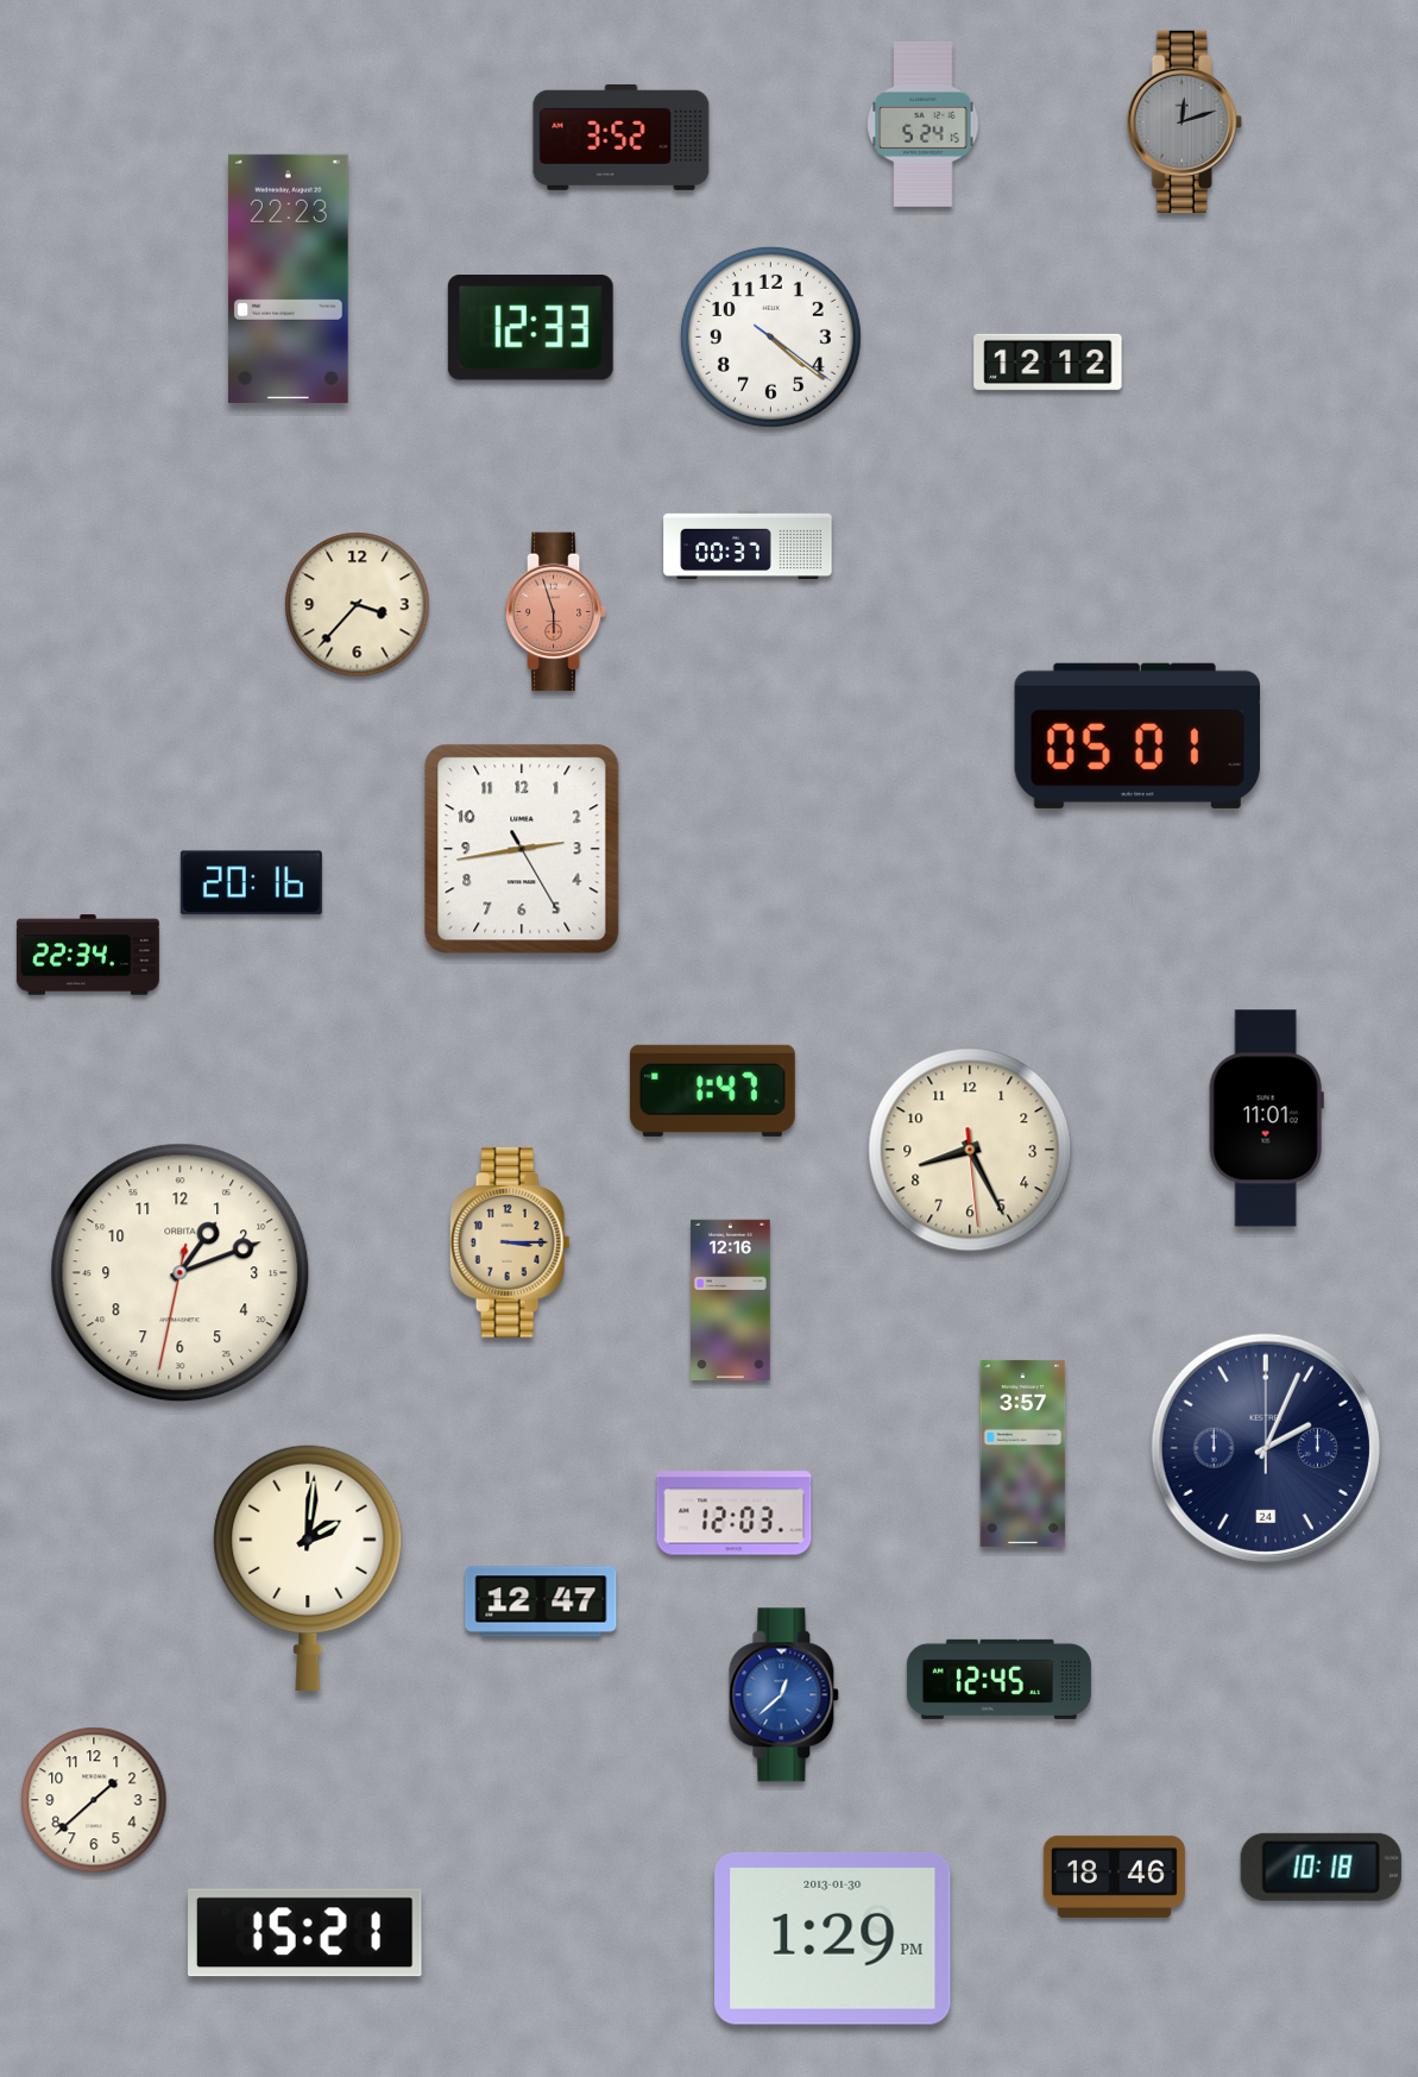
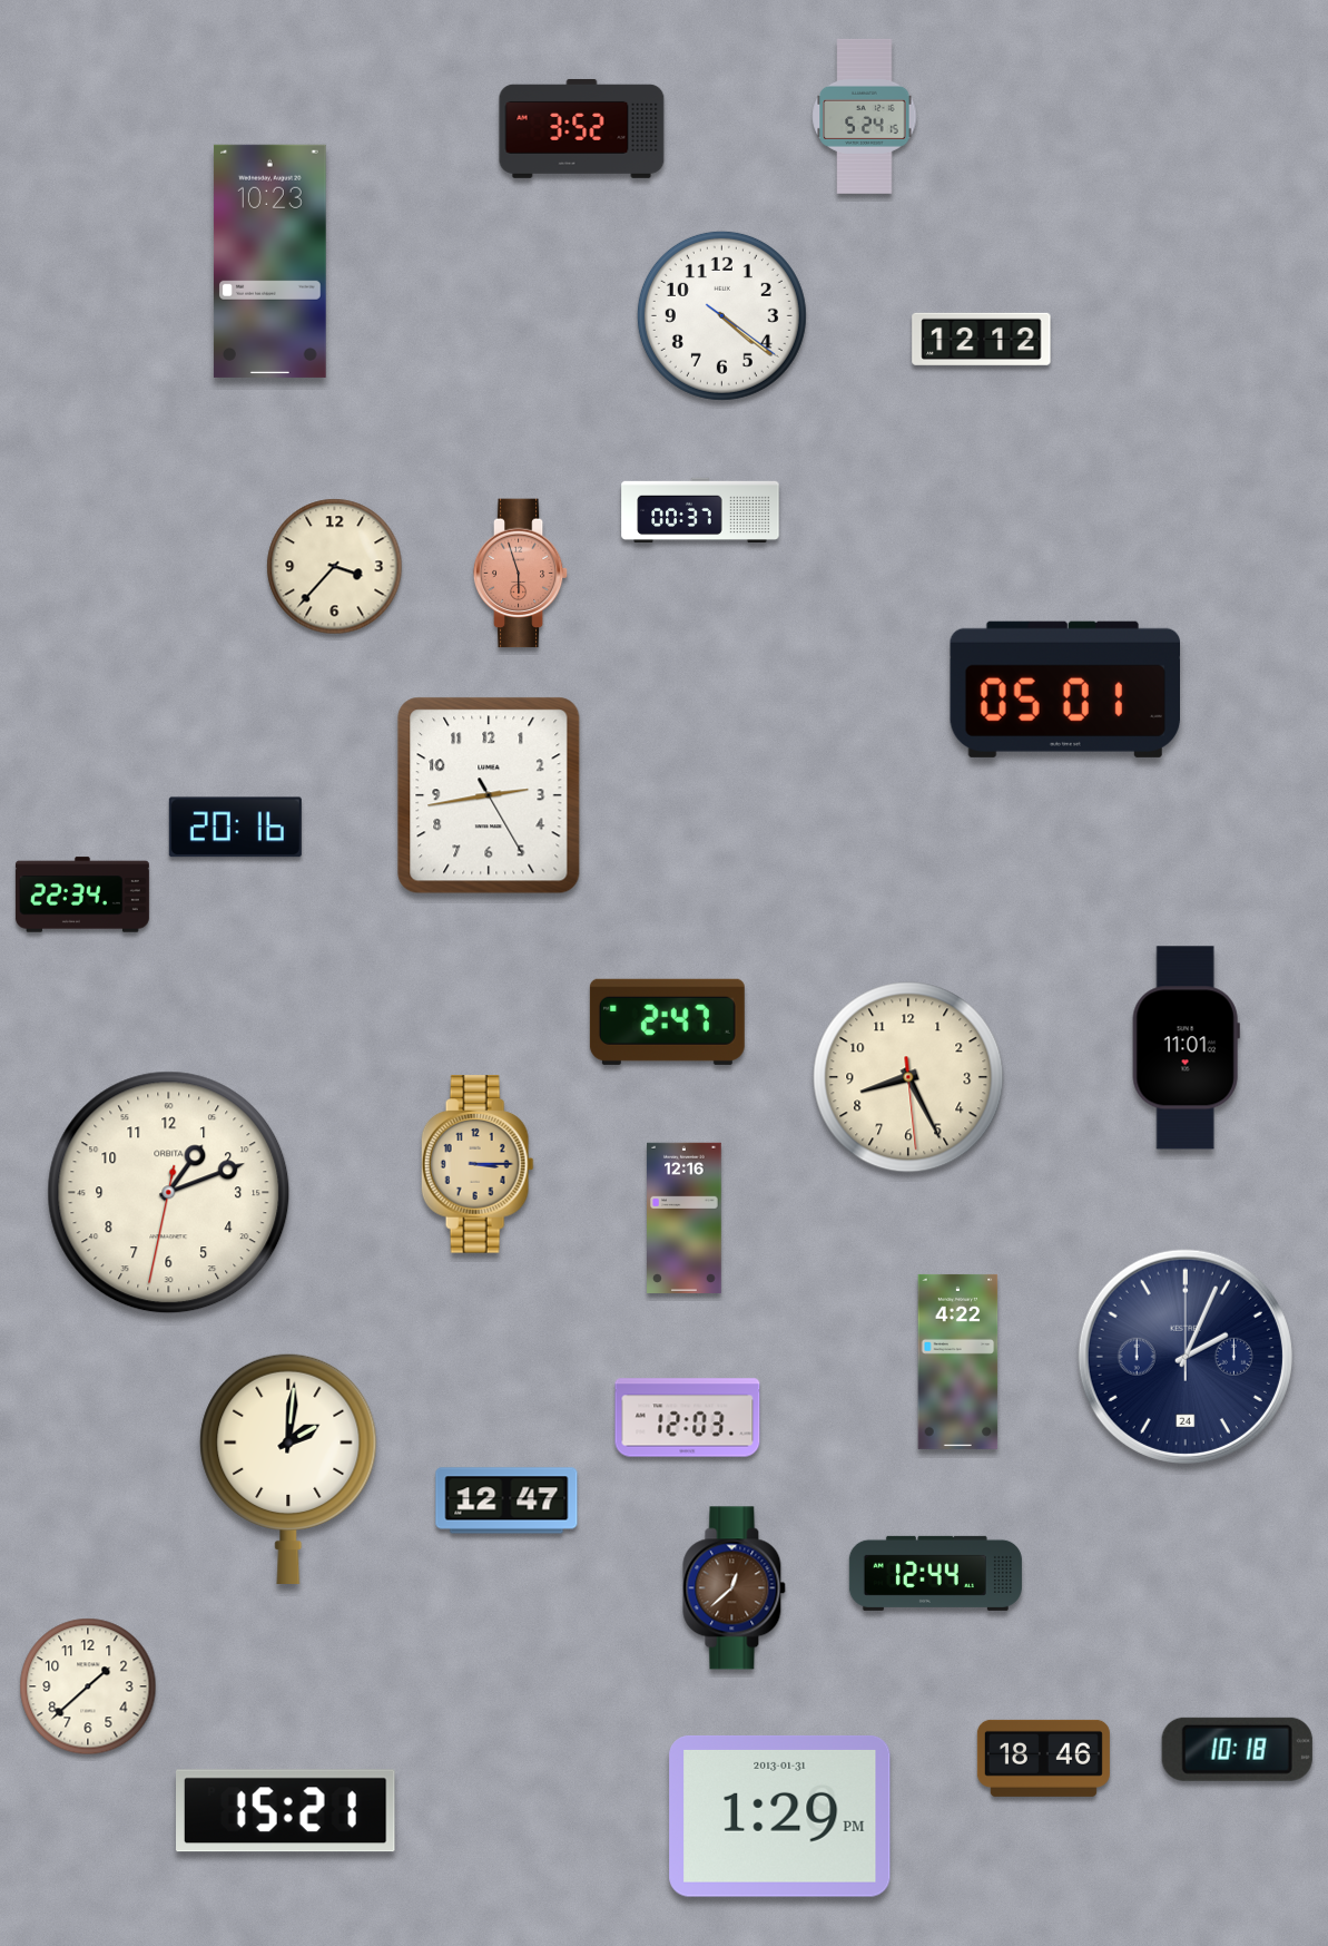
clock at (1184, 121): 12:12 -> none
clock at (288, 278): 22:23 -> 10:23
clock at (530, 328): 12:33 -> none
clock at (712, 1090): 1:47 -> 2:47
clock at (1023, 1453): 3:57 -> 4:22
clock at (998, 1679): 12:45 -> 12:44
clock at (784, 1695) dial: blue -> brown
clock at (833, 1938) date: 2013-01-30 -> 2013-01-31
